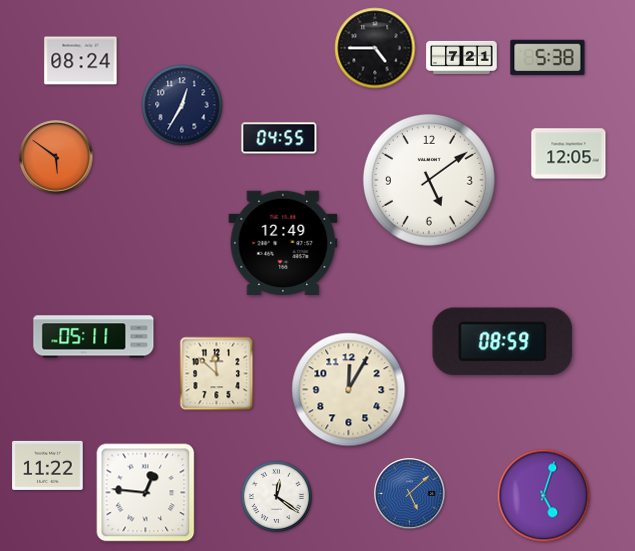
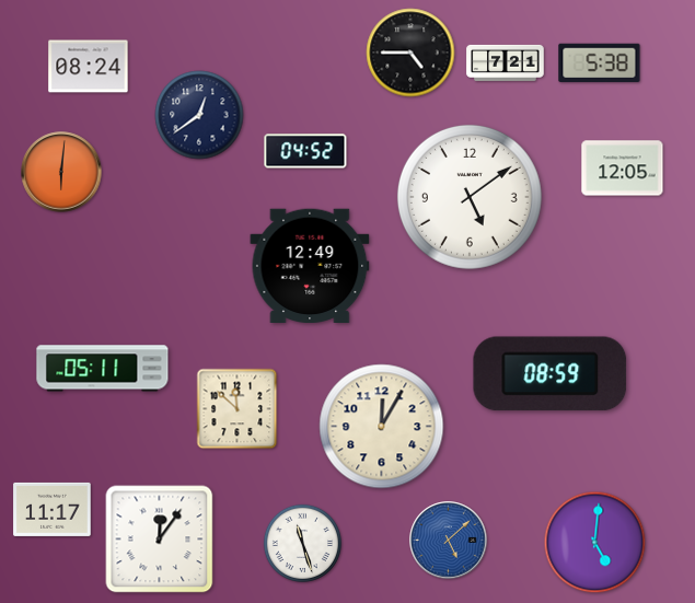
clock at (182, 105): 12:35 -> 12:39
clock at (279, 138): 04:55 -> 04:52
clock at (56, 157): 5:51 -> 6:01
clock at (48, 465): 11:22 -> 11:17
clock at (146, 493): 12:46 -> 12:06
clock at (276, 496): 12:21 -> 11:27
clock at (544, 496): 5:03 -> 5:01
